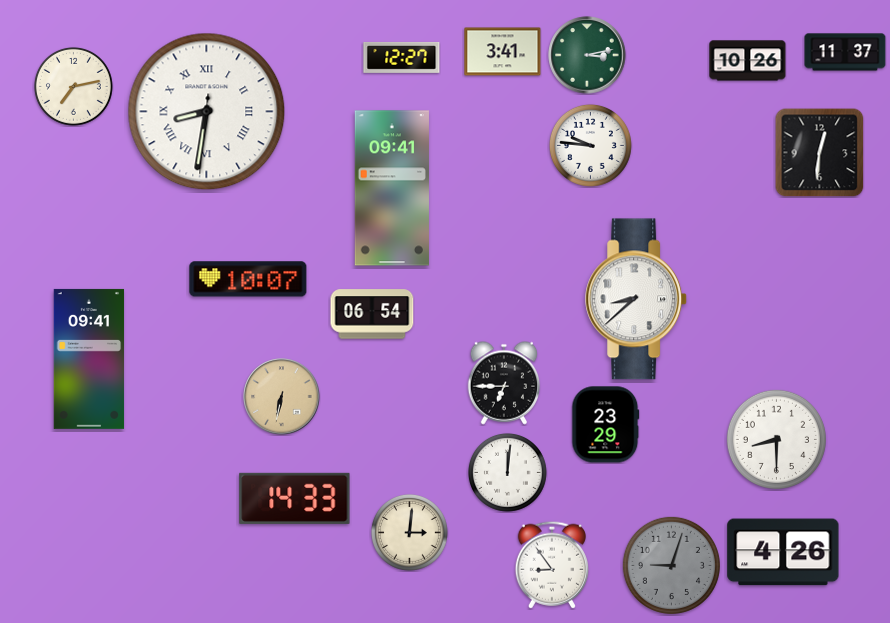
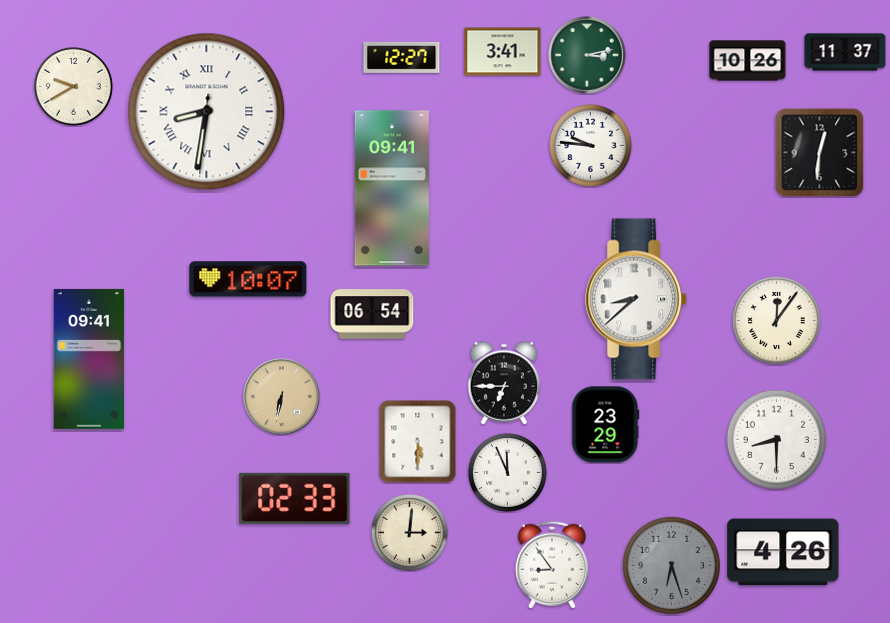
clock at (73, 86): 7:13 -> 9:40
clock at (776, 320): none -> 12:06
clock at (418, 442): none -> 5:30
clock at (507, 472): 12:01 -> 11:56
clock at (295, 498): 14:33 -> 02:33
clock at (671, 565): 9:03 -> 6:27
